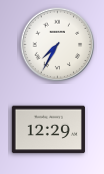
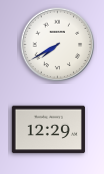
clock at (58, 45): 7:35 -> 7:40
